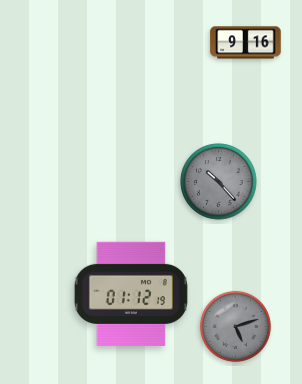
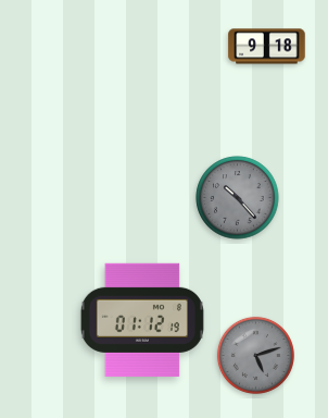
clock at (246, 43): 9:16 -> 9:18
